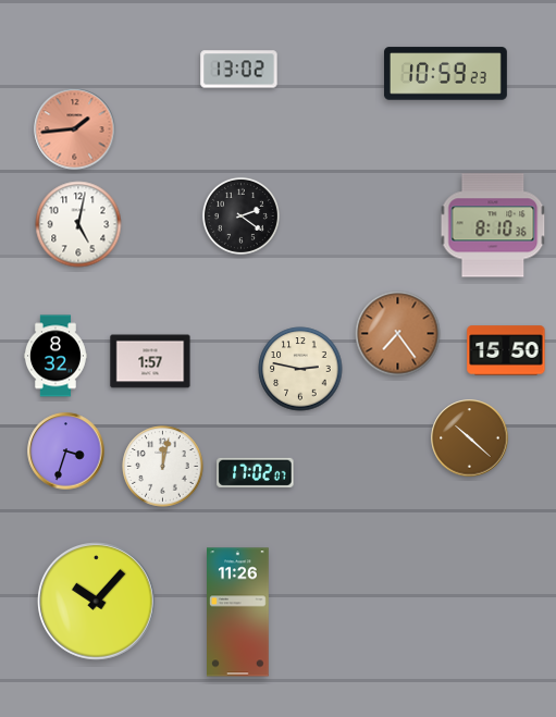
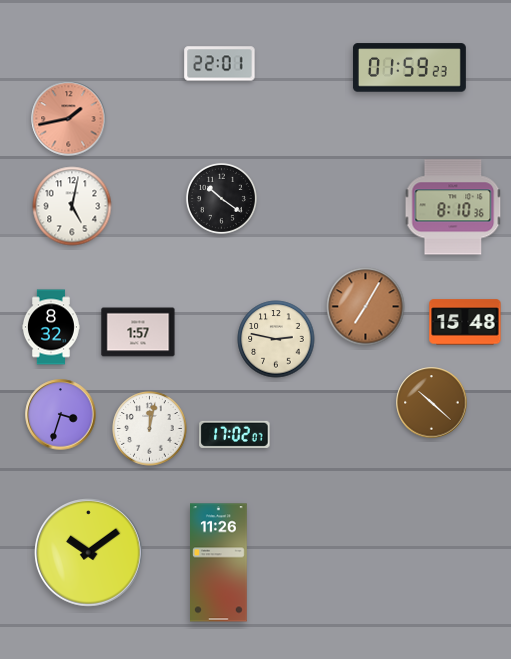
clock at (239, 70): 13:02 -> 22:01
clock at (445, 74): 10:59 -> 01:59
clock at (75, 129): 1:44 -> 1:43
clock at (240, 215): 2:21 -> 10:21
clock at (398, 334): 7:24 -> 7:05
clock at (506, 350): 15:50 -> 15:48
clock at (97, 602): 10:07 -> 10:09
